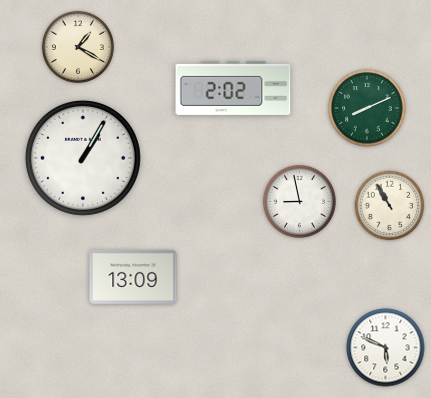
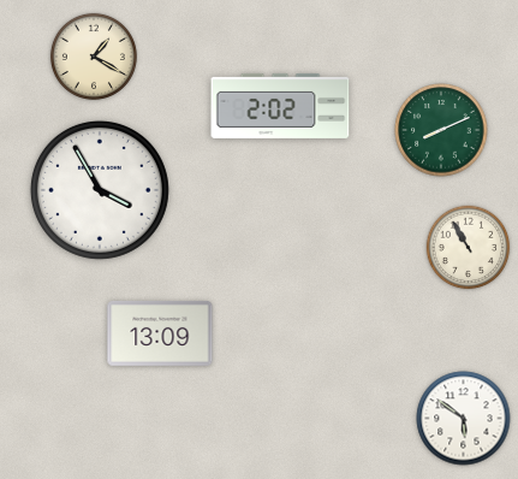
clock at (83, 158): 1:05 -> 3:55
clock at (299, 201): 8:58 -> none
clock at (386, 348): 5:49 -> 5:51
